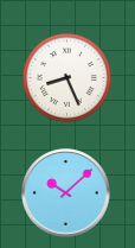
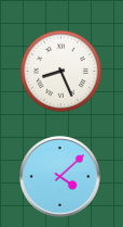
clock at (66, 193): 10:08 -> 4:08
